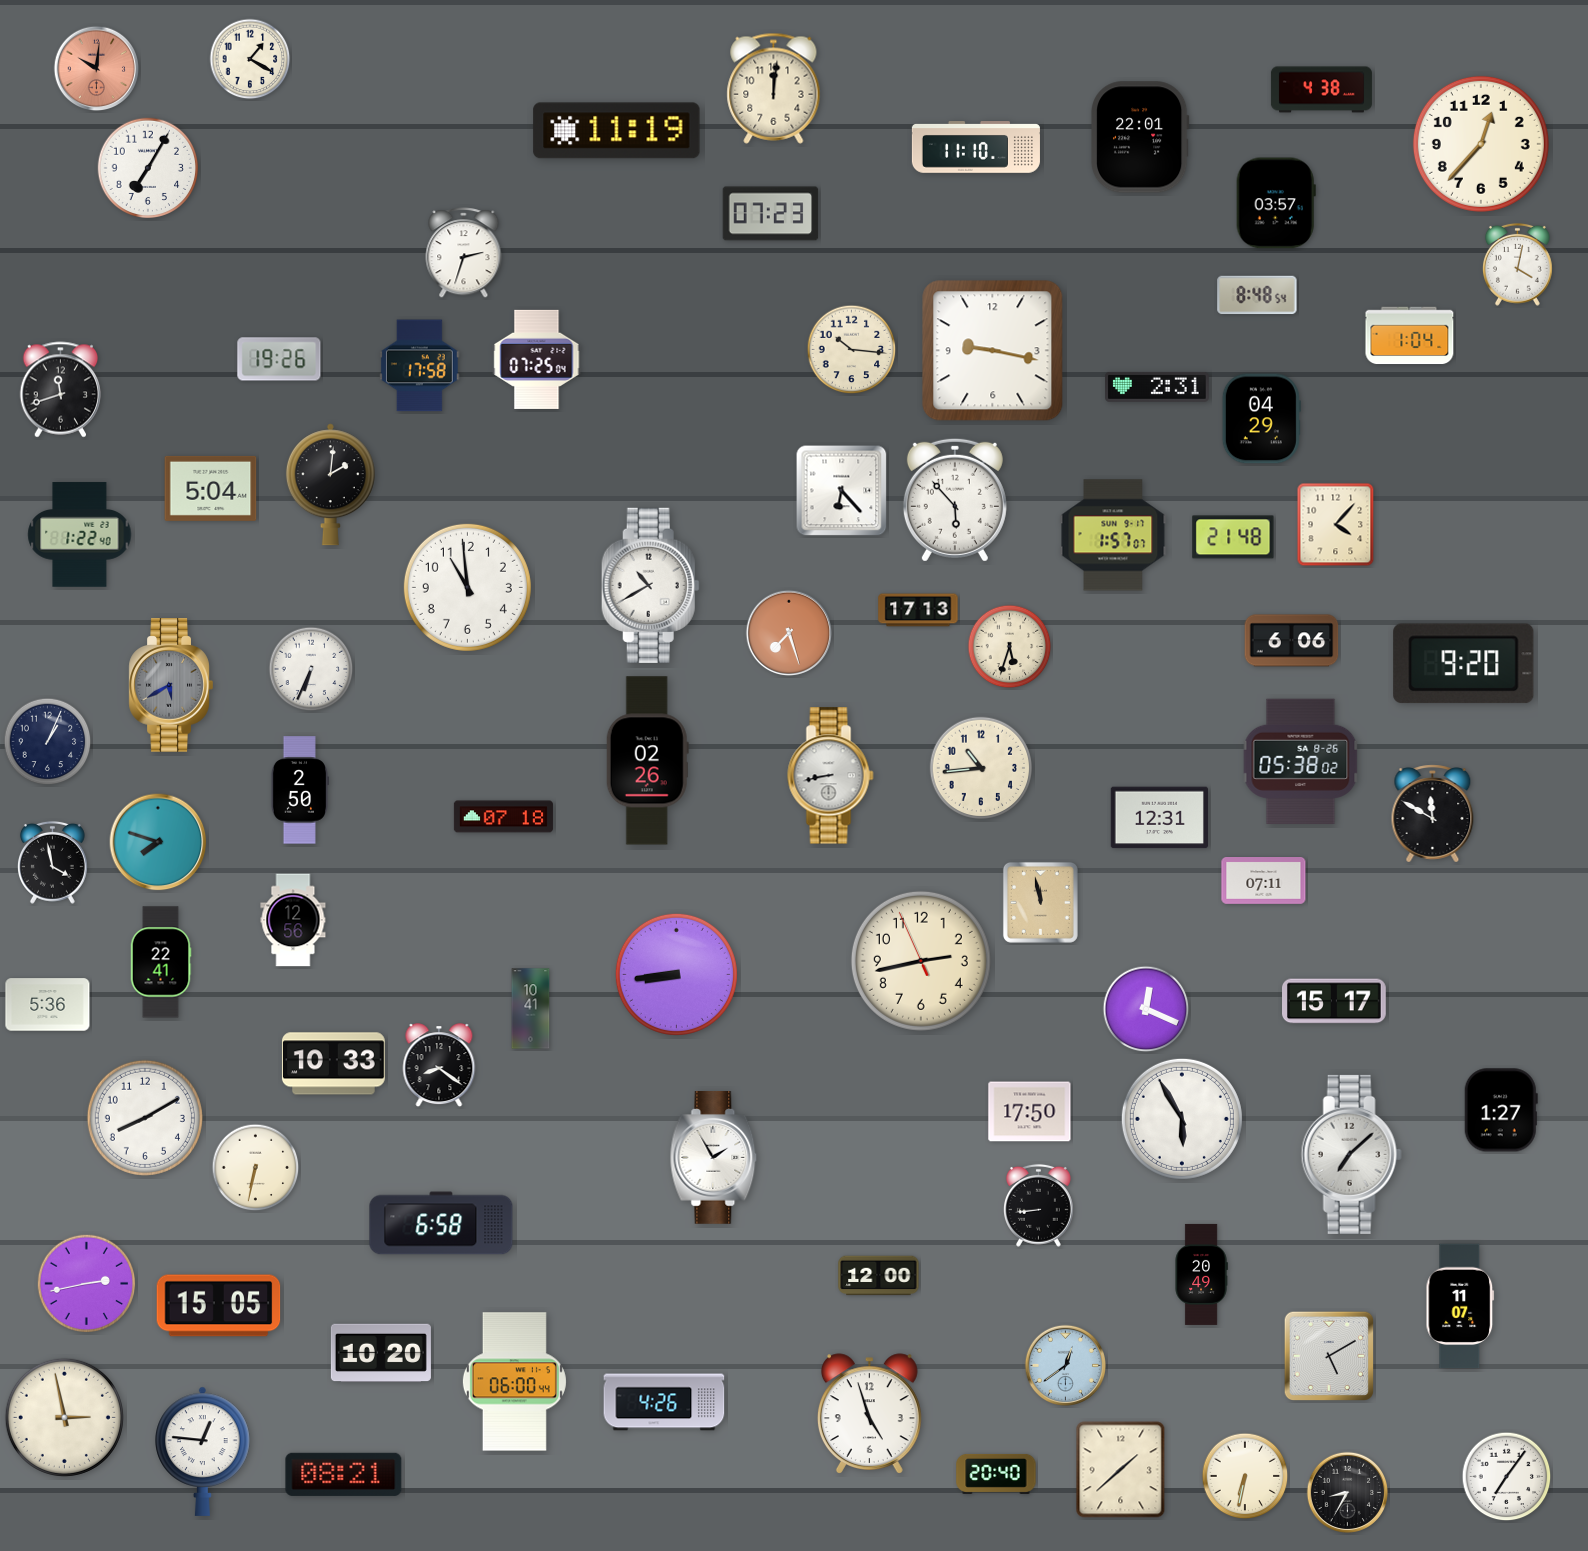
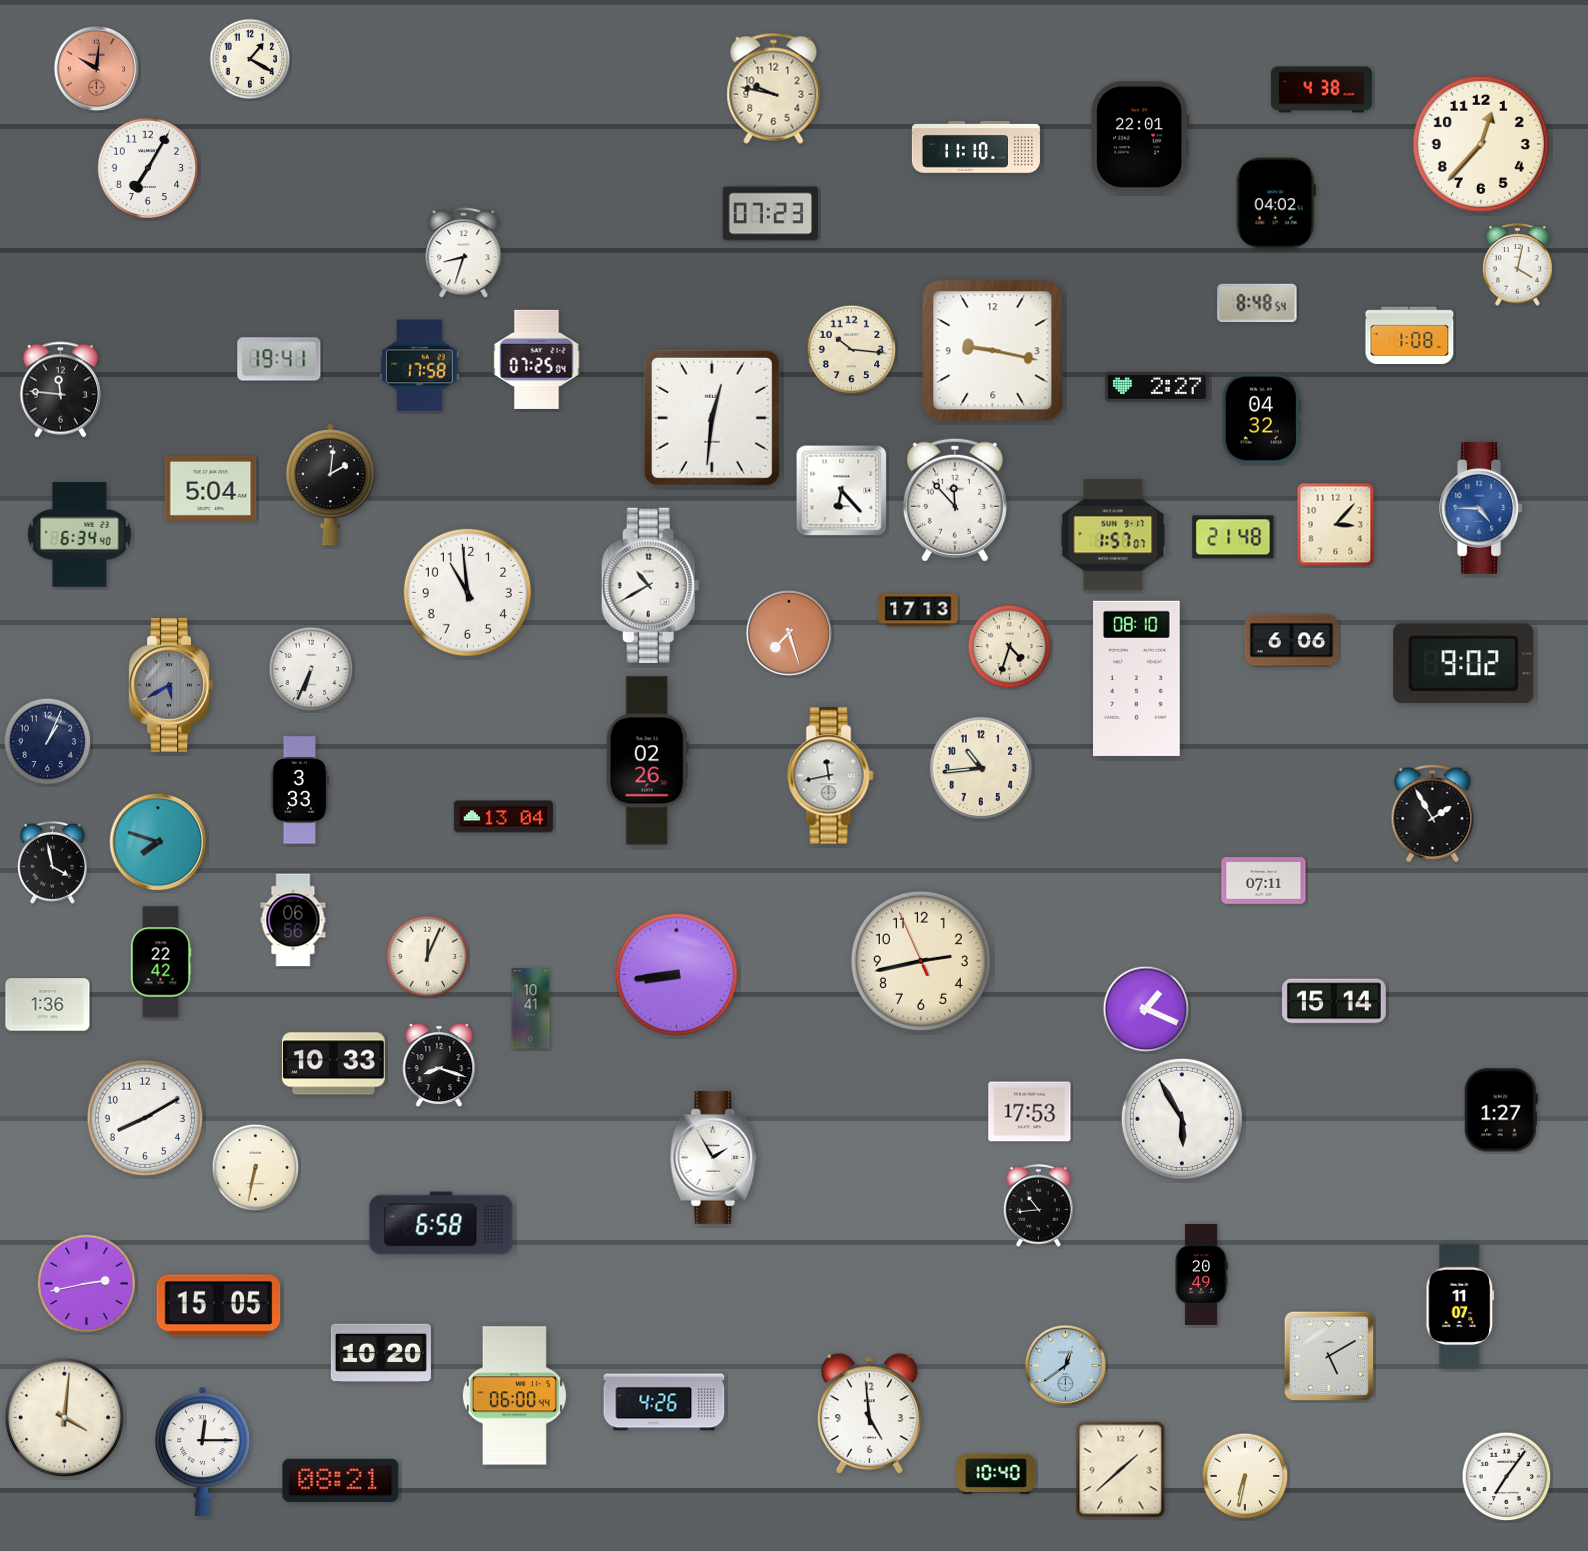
clock at (774, 88): 12:01 -> 9:47
clock at (617, 131): 11:19 -> none
clock at (1276, 203): 03:57 -> 04:02
clock at (464, 253): 2:33 -> 8:33
clock at (1257, 295) position: (1257, 295) -> (1257, 303)
clock at (1410, 336): 1:04 -> 1:08
clock at (279, 359): 19:26 -> 19:41
clock at (1158, 387): 2:31 -> 2:27
clock at (61, 390): 11:42 -> 11:46
clock at (712, 418): none -> 12:31
clock at (1261, 419): 04:29 -> 04:32
clock at (955, 500): 5:53 -> 11:53
clock at (1481, 508): none -> 4:45
clock at (1336, 525): 4:07 -> 3:07
clock at (80, 535): 1:22 -> 6:34
clock at (467, 587) position: (467, 587) -> (467, 592)
clock at (1010, 647): 5:33 -> 4:33
clock at (1464, 664): 9:20 -> 9:02
clock at (1137, 678): none -> 08:10
clock at (1301, 761): 05:38 -> none
clock at (831, 776): 8:43 -> 11:43
clock at (299, 790): 2:50 -> 3:33
clock at (1433, 814): 11:50 -> 1:55
clock at (503, 817): 07:18 -> 13:04
clock at (1159, 818): 12:31 -> none
clock at (1040, 902): 11:58 -> none
clock at (293, 920): 12:56 -> 06:56
clock at (428, 957): none -> 12:04
clock at (161, 962): 22:41 -> 22:42
clock at (1335, 1001): 15:17 -> 15:14
clock at (48, 1005): 5:36 -> 1:36
clock at (1146, 1009): 12:19 -> 1:19
clock at (439, 1066): 8:21 -> 8:18
clock at (1030, 1112): 17:50 -> 17:53
clock at (1351, 1154): 7:08 -> none
clock at (1038, 1205): 8:44 -> 10:44
clock at (879, 1276): 12:00 -> none
clock at (514, 1382) position: (514, 1382) -> (514, 1396)
clock at (869, 1414): 4:57 -> 4:59
clock at (64, 1417): 2:58 -> 4:01
clock at (203, 1451): 12:46 -> 12:15
clock at (344, 1474) position: (344, 1474) -> (341, 1480)
clock at (996, 1474): 20:40 -> 10:40
clock at (1347, 1492): 8:35 -> none
